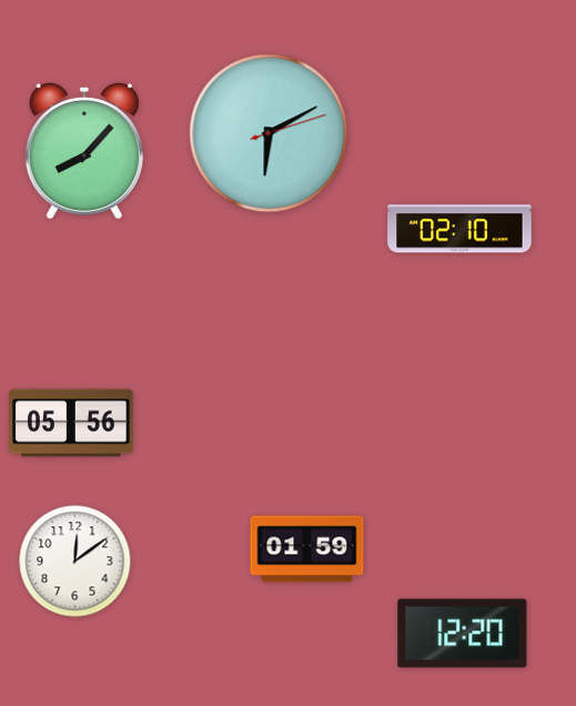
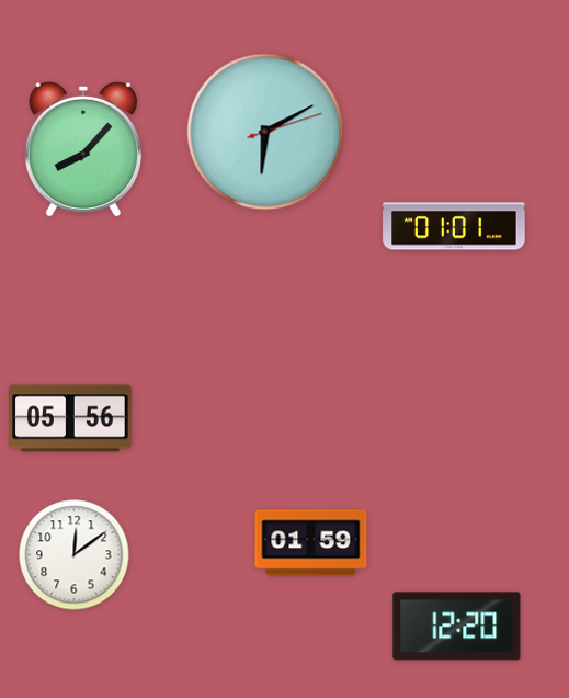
clock at (459, 229): 02:10 -> 01:01
clock at (307, 549) position: (307, 549) -> (311, 543)
